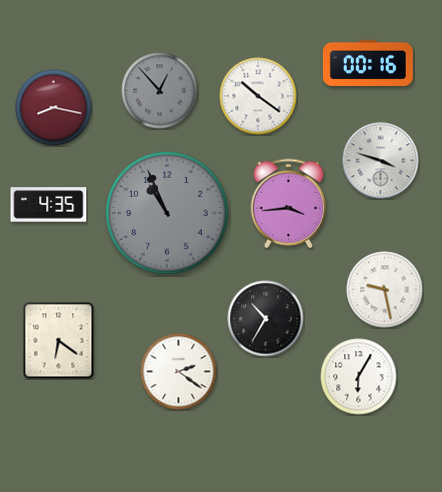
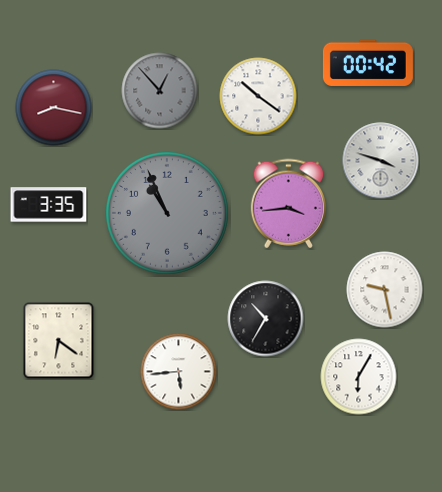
clock at (368, 63): 00:16 -> 00:42
clock at (49, 205): 4:35 -> 3:35
clock at (179, 372): 2:21 -> 5:44
